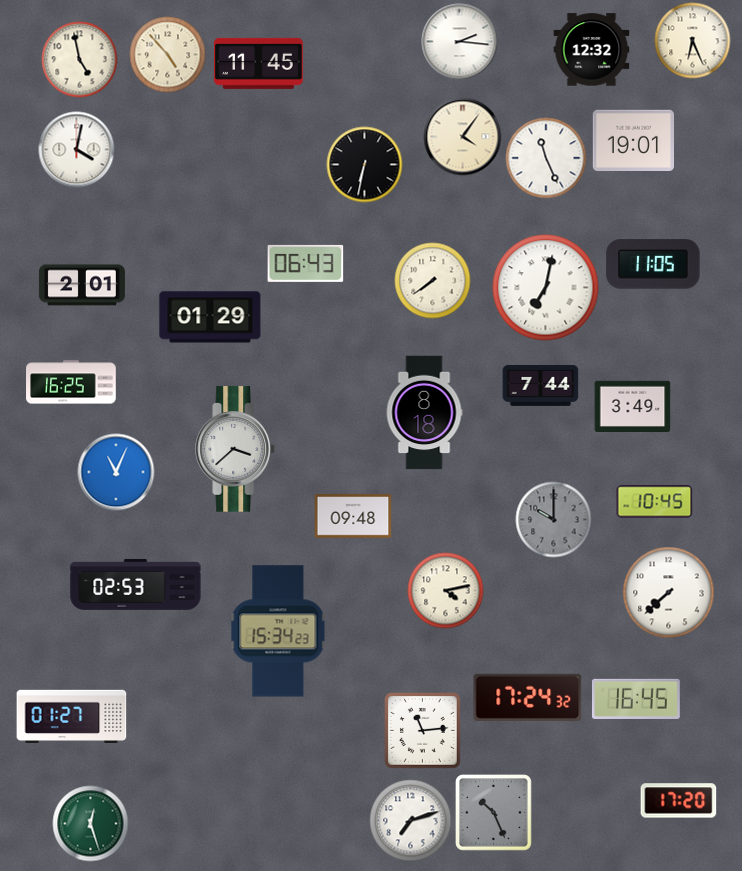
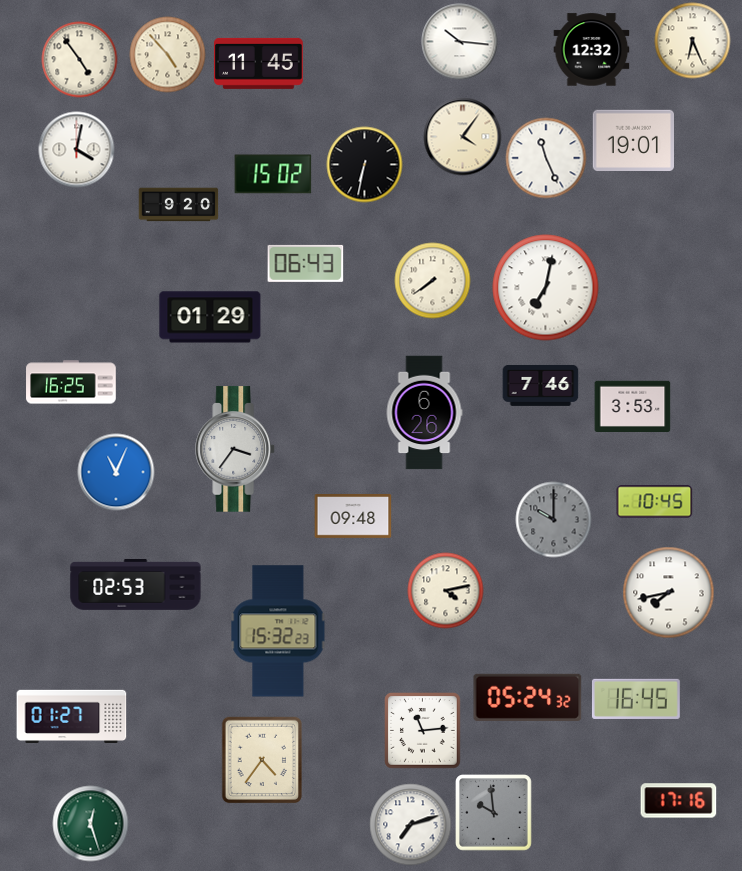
clock at (460, 42): 2:16 -> 10:16
clock at (80, 60): 4:58 -> 4:54
clock at (273, 174): none -> 15:02
clock at (179, 205): none -> 9:20
clock at (653, 264): 11:05 -> none
clock at (82, 285): 2:01 -> none
clock at (541, 385): 7:44 -> 7:46
clock at (633, 406): 3:49 -> 3:53
clock at (424, 413): 8:18 -> 6:26
clock at (236, 449): 3:38 -> 3:36
clock at (669, 593): 7:38 -> 7:43
clock at (278, 631): 15:34 -> 15:32
clock at (528, 697): 17:24 -> 05:24
clock at (261, 760): none -> 4:36
clock at (679, 801): 17:20 -> 17:16
clock at (494, 813): 10:26 -> 9:59
clock at (411, 821) position: (411, 821) -> (411, 825)
